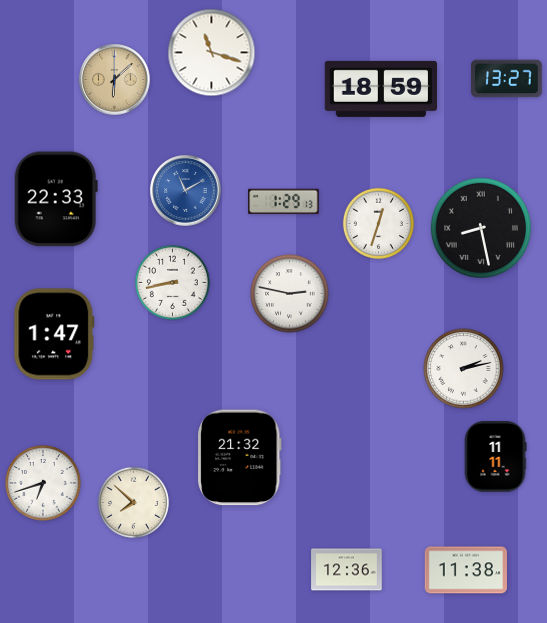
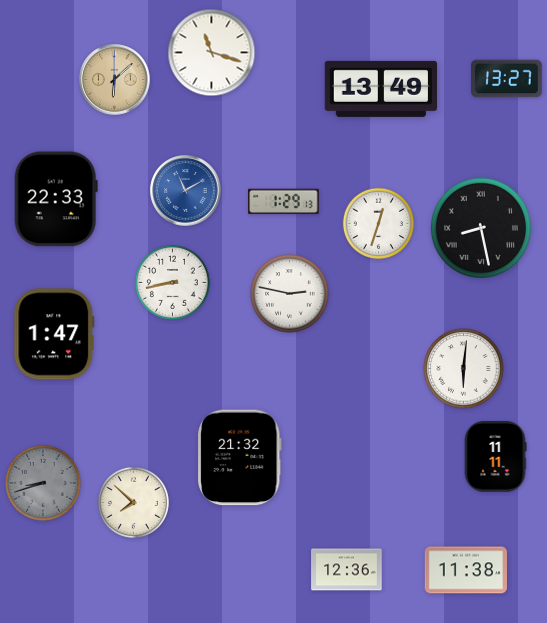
clock at (380, 89): 18:59 -> 13:49
clock at (464, 369): 2:13 -> 6:01
clock at (44, 484): 6:42 -> 8:42
clock at (44, 484) dial: white -> grey
